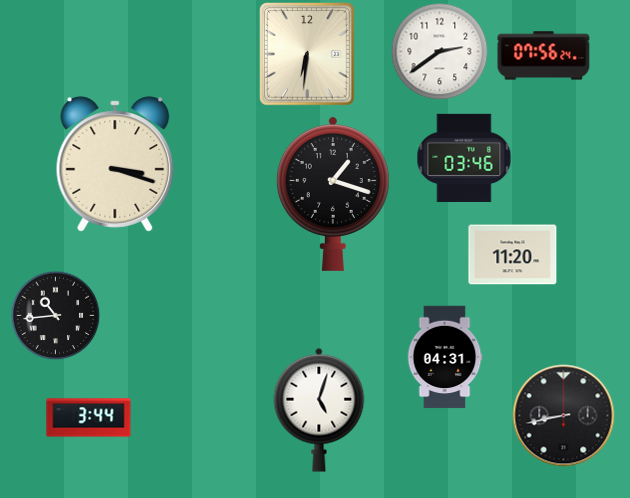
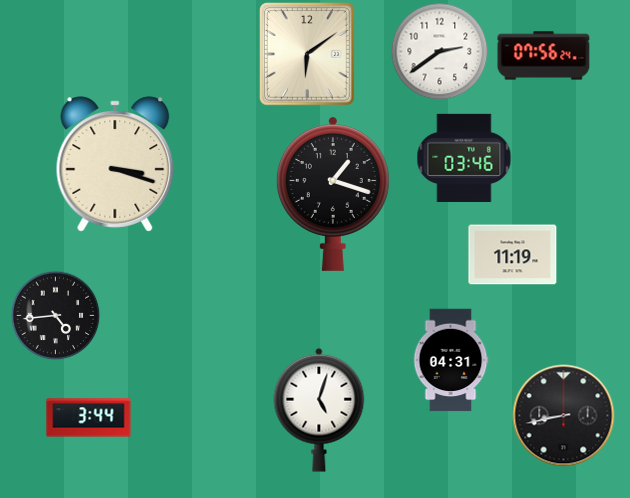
clock at (308, 54): 6:31 -> 6:09
clock at (513, 255): 11:20 -> 11:19
clock at (55, 315): 10:44 -> 4:44
clock at (445, 357) position: (445, 357) -> (451, 360)
